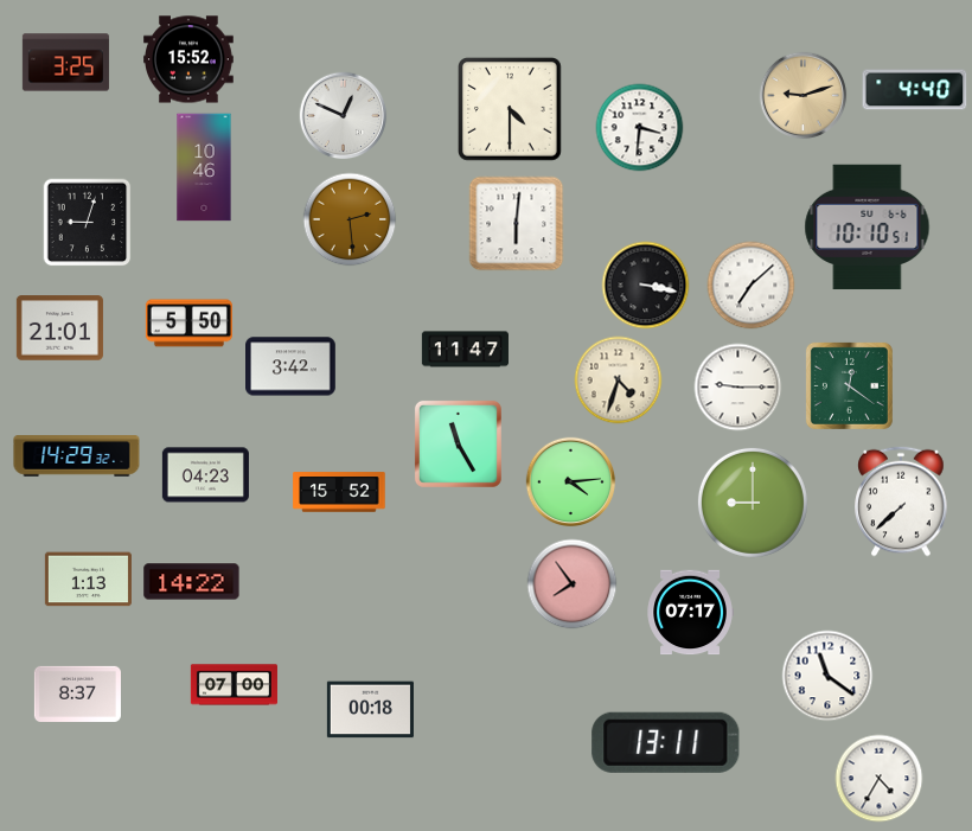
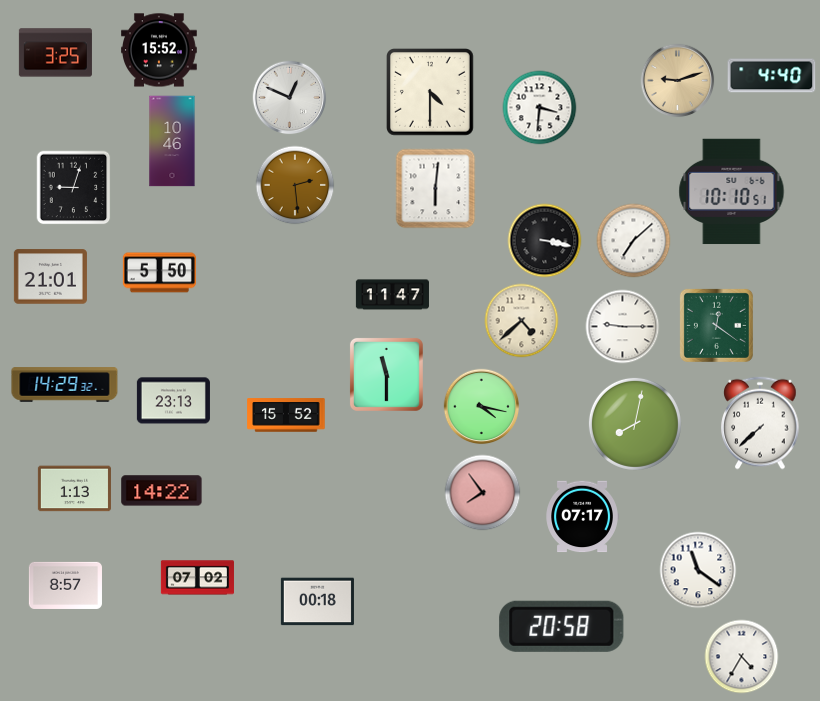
clock at (292, 366): 3:42 -> none
clock at (619, 381): 4:33 -> 4:38
clock at (458, 443): 11:25 -> 11:30
clock at (205, 475): 04:23 -> 23:13
clock at (571, 482): 4:14 -> 4:17
clock at (753, 503): 9:00 -> 8:02
clock at (234, 685): 07:00 -> 07:02
clock at (77, 693): 8:37 -> 8:57
clock at (370, 710) position: (370, 710) -> (317, 602)
clock at (666, 742): 13:11 -> 20:58
